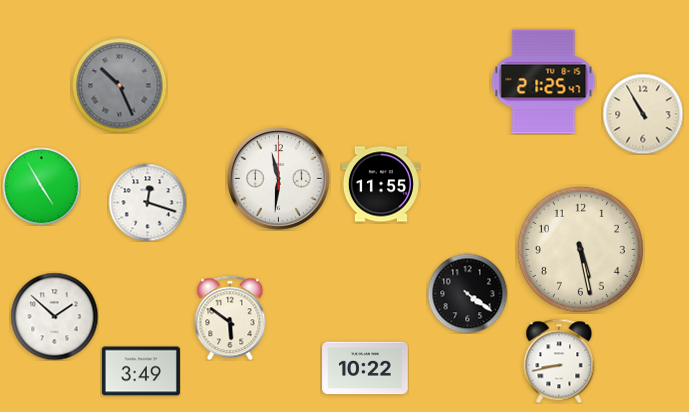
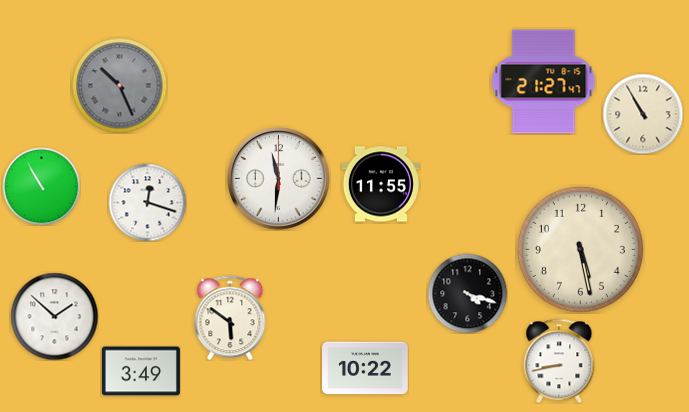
clock at (544, 82): 21:25 -> 21:27
clock at (41, 186): 4:55 -> 10:55
clock at (467, 293): 4:21 -> 4:18
